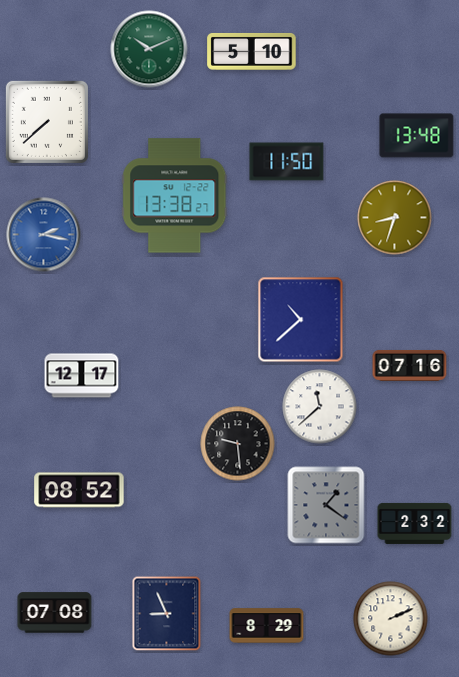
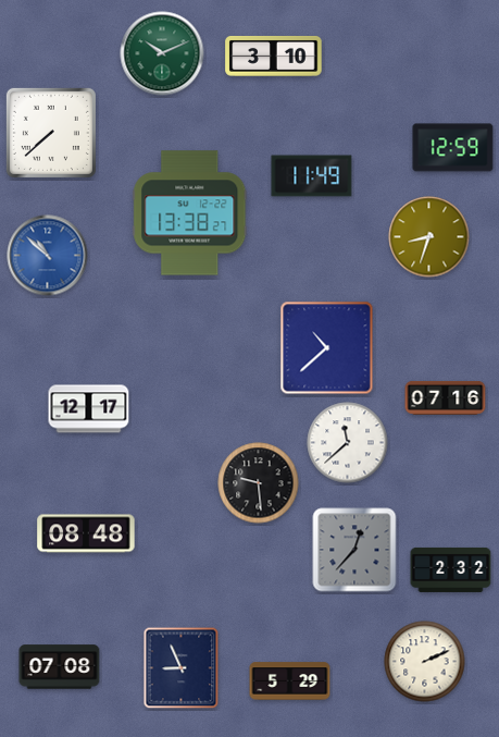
clock at (252, 51): 5:10 -> 3:10
clock at (417, 136): 13:48 -> 12:59
clock at (287, 162): 11:50 -> 11:49
clock at (44, 235): 2:17 -> 10:52
clock at (79, 490): 08:52 -> 08:48
clock at (326, 505): 1:21 -> 12:37
clock at (391, 619) position: (391, 619) -> (425, 662)
clock at (267, 626): 8:29 -> 5:29
